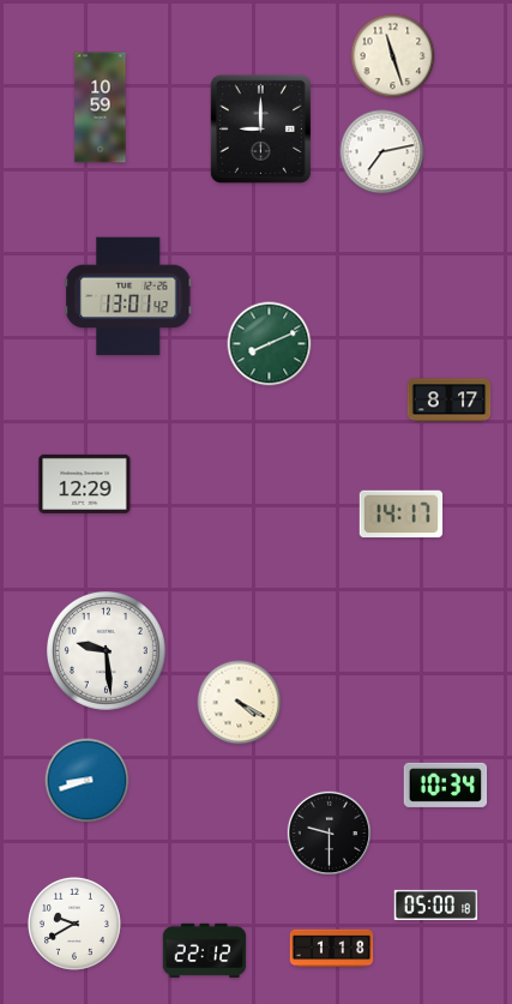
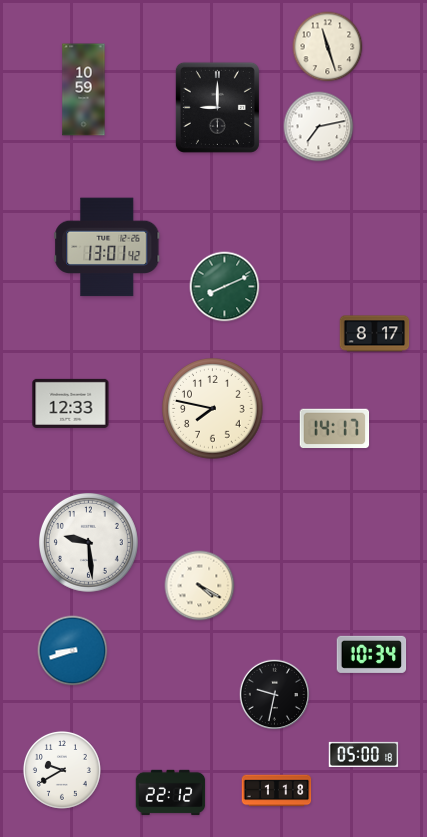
clock at (85, 483): 12:29 -> 12:33
clock at (213, 409): none -> 7:47
clock at (329, 832): 9:30 -> 9:32
